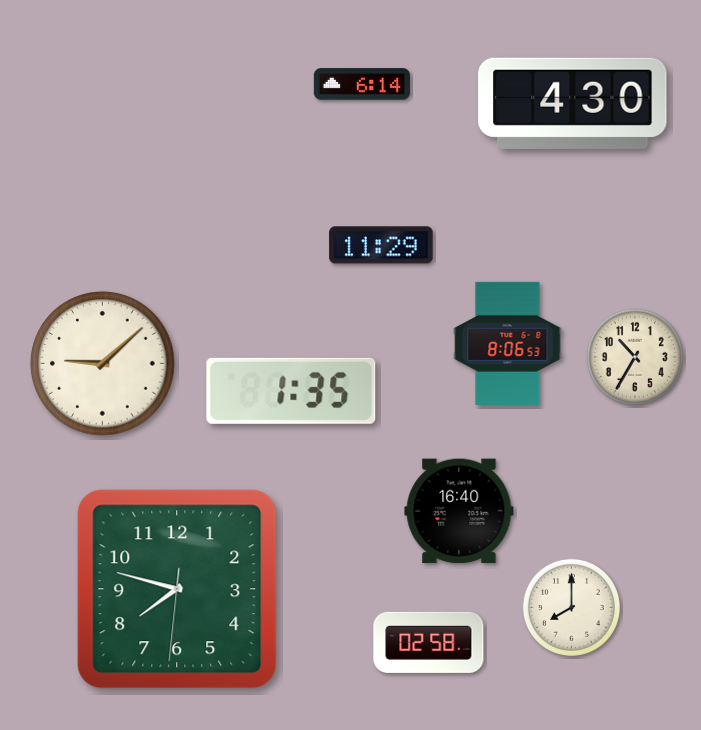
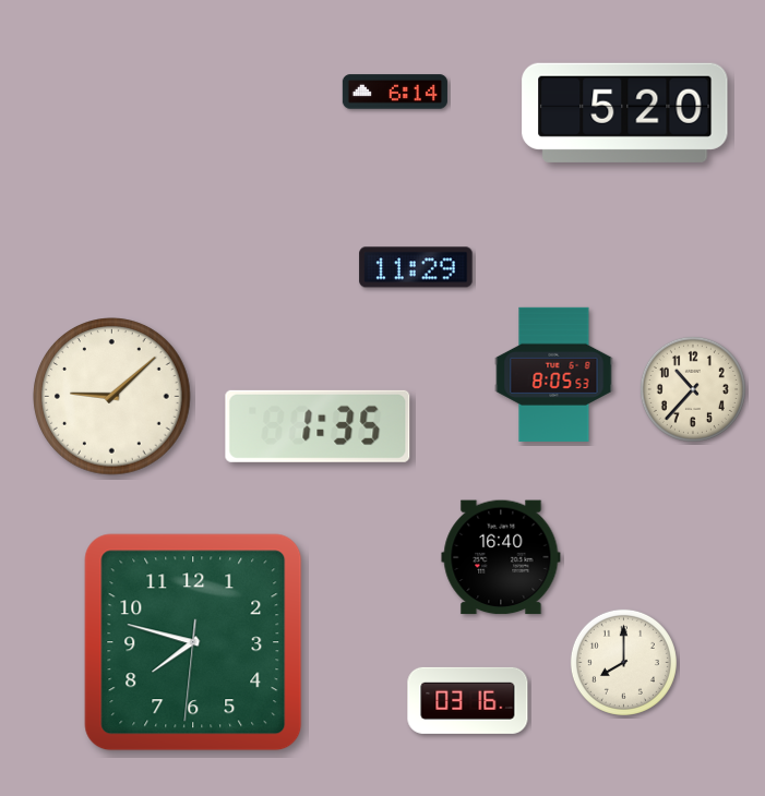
clock at (573, 103): 4:30 -> 5:20
clock at (508, 343): 8:06 -> 8:05
clock at (635, 357): 10:35 -> 10:37
clock at (429, 642): 02:58 -> 03:16
